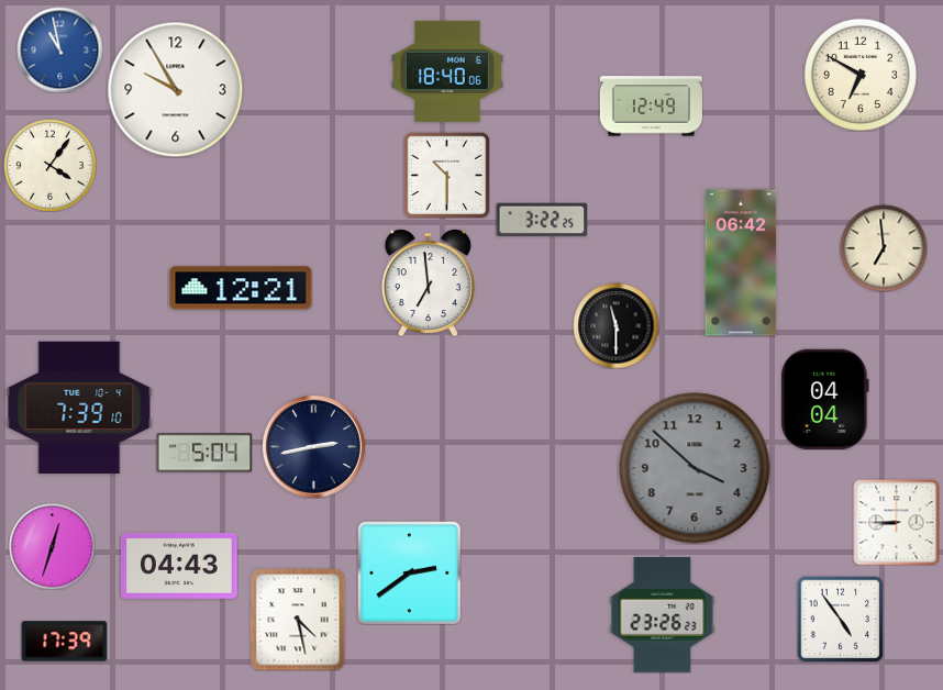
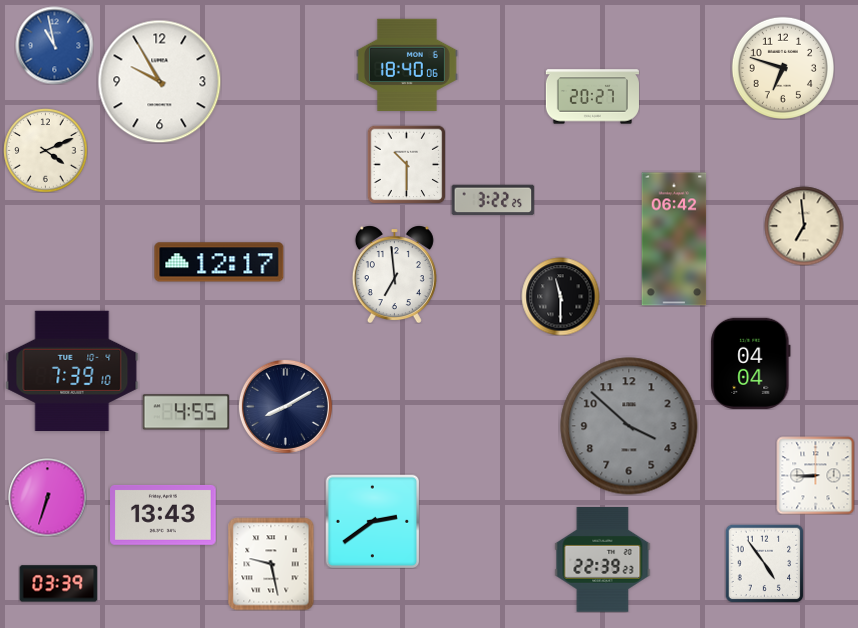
clock at (861, 75): 6:50 -> 6:48
clock at (651, 107): 12:49 -> 20:27
clock at (49, 165): 4:06 -> 4:11
clock at (446, 175) position: (446, 175) -> (406, 164)
clock at (428, 282) position: (428, 282) -> (394, 274)
clock at (241, 288): 12:21 -> 12:17
clock at (313, 446): 2:43 -> 8:10
clock at (204, 453): 5:04 -> 4:55
clock at (695, 468) position: (695, 468) -> (629, 426)
clock at (52, 546): 12:33 -> 6:33
clock at (179, 566): 04:43 -> 13:43
clock at (663, 615): 23:26 -> 22:39
clock at (298, 620): 4:28 -> 9:28
clock at (64, 642): 17:39 -> 03:39
